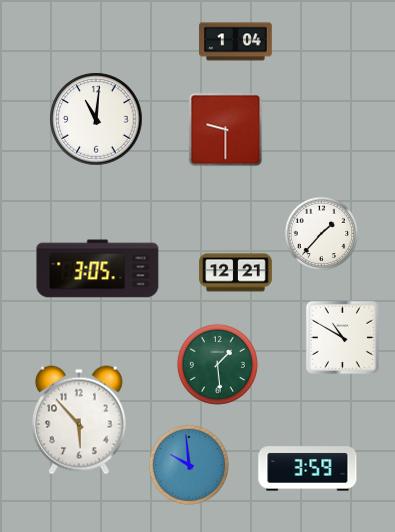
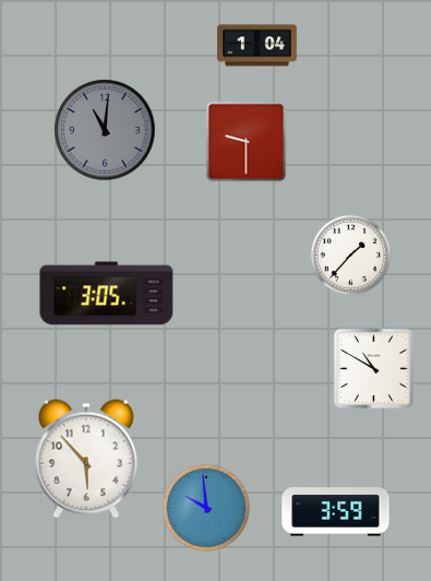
clock at (96, 119) dial: white -> grey
clock at (236, 273): 12:21 -> none
clock at (217, 364): 1:29 -> none
